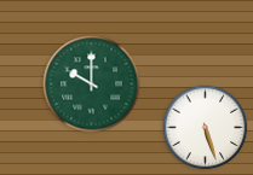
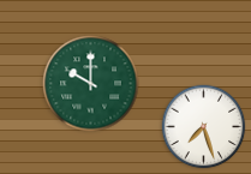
clock at (206, 128): 5:27 -> 7:27
